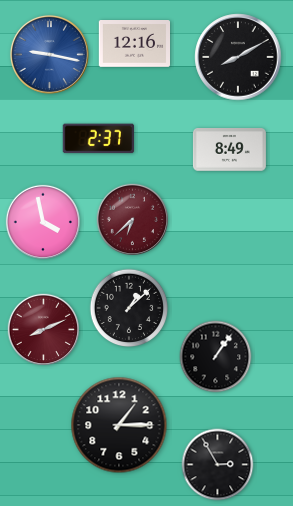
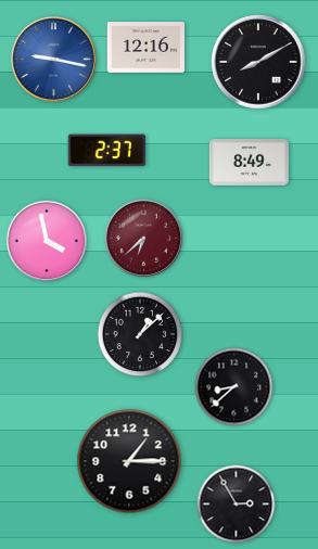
clock at (44, 330): 8:11 -> none
clock at (216, 357): 1:06 -> 8:38
